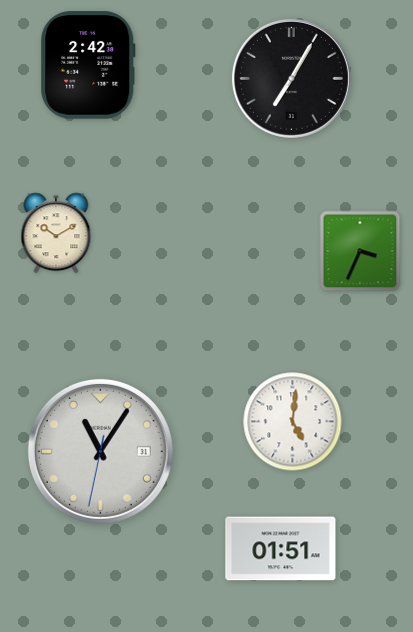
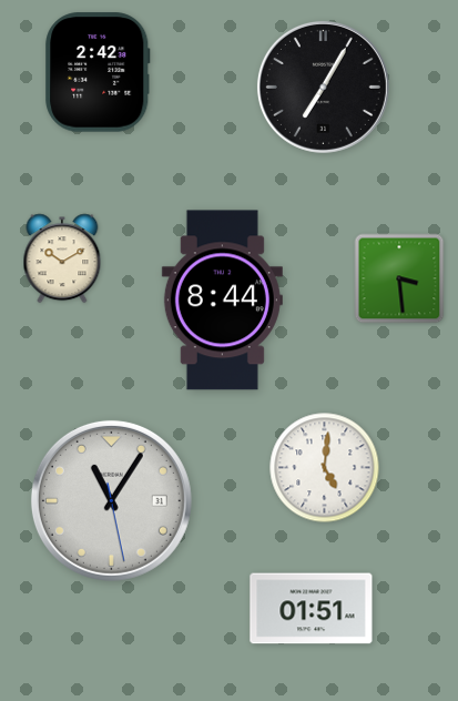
clock at (360, 251): 3:34 -> 3:29
clock at (222, 301): none -> 8:44
clock at (100, 451): 11:05:32 -> 11:05:28
